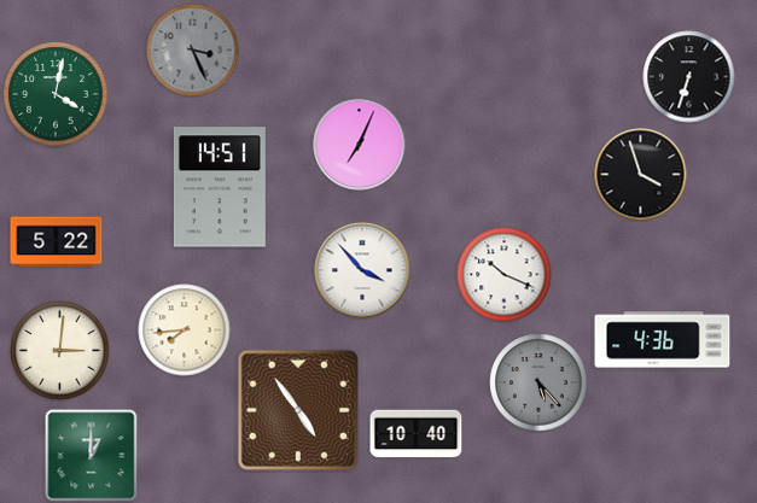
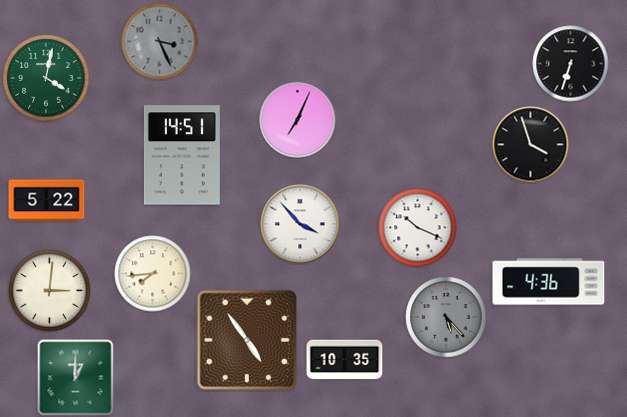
clock at (417, 434): 10:40 -> 10:35
